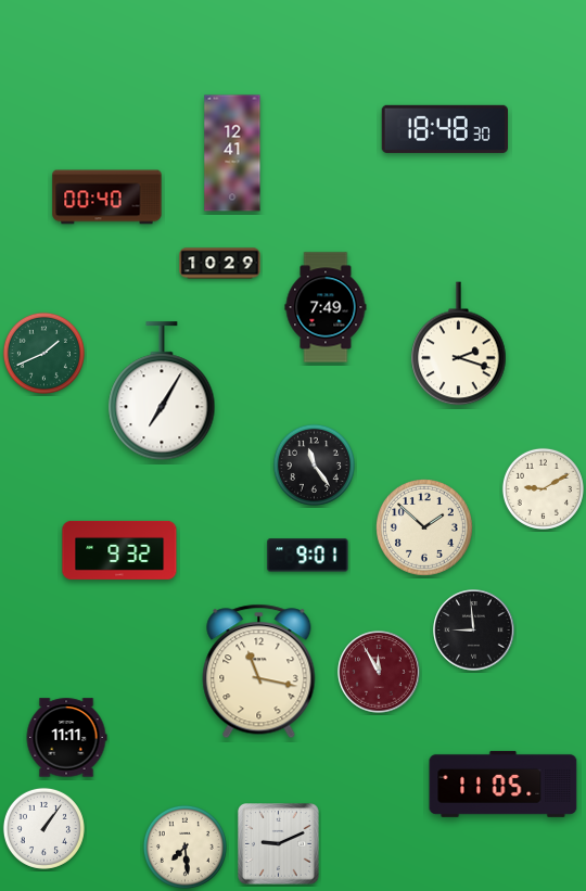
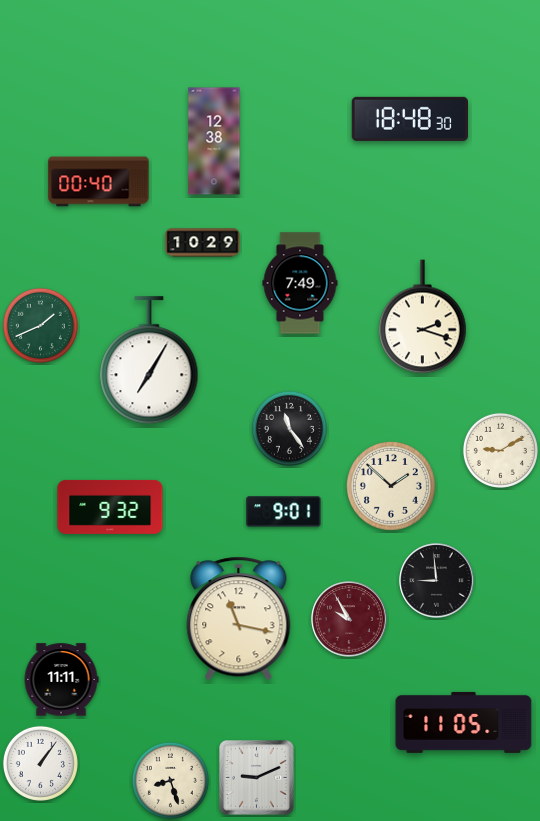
clock at (232, 153): 12:41 -> 12:38
clock at (379, 672): 11:55 -> 9:55
clock at (184, 847): 7:29 -> 8:27
